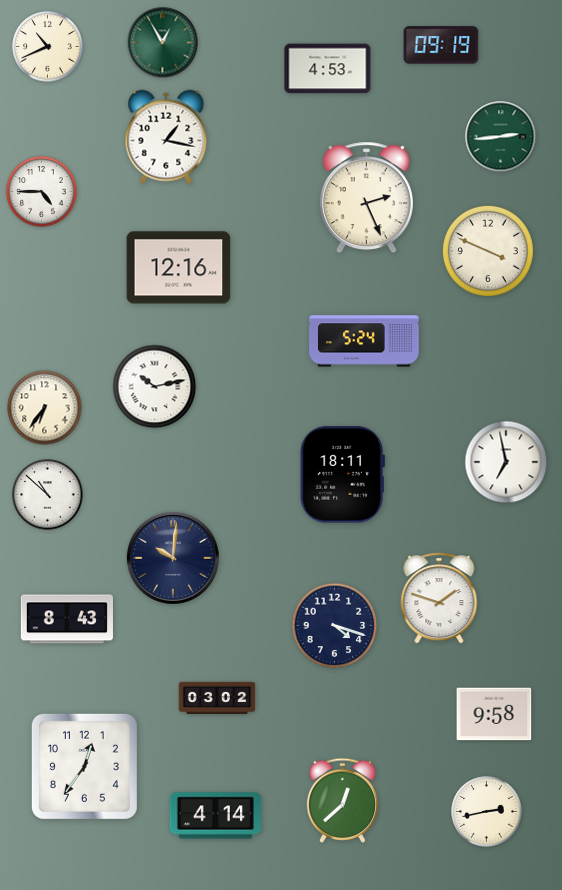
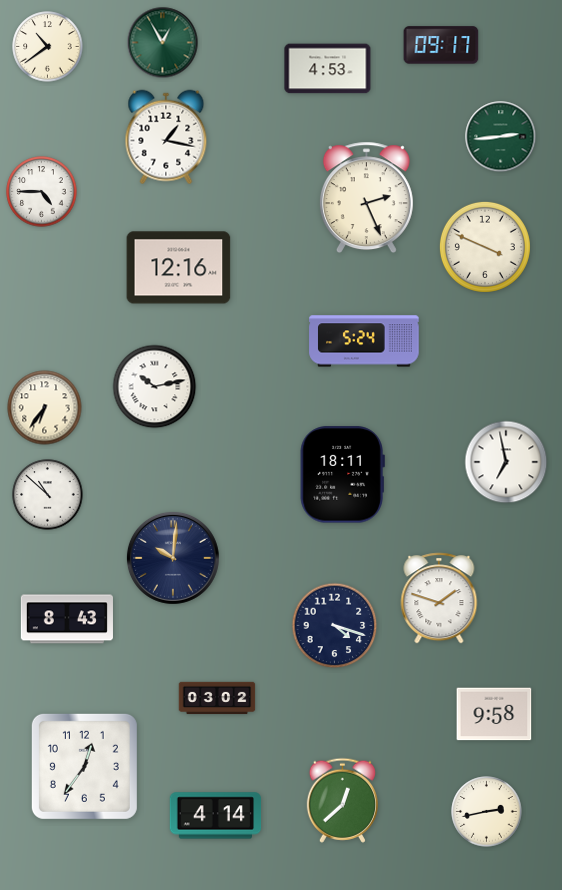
clock at (441, 45): 09:19 -> 09:17
clock at (48, 47): 10:41 -> 10:39
clock at (488, 251) position: (488, 251) -> (485, 247)
